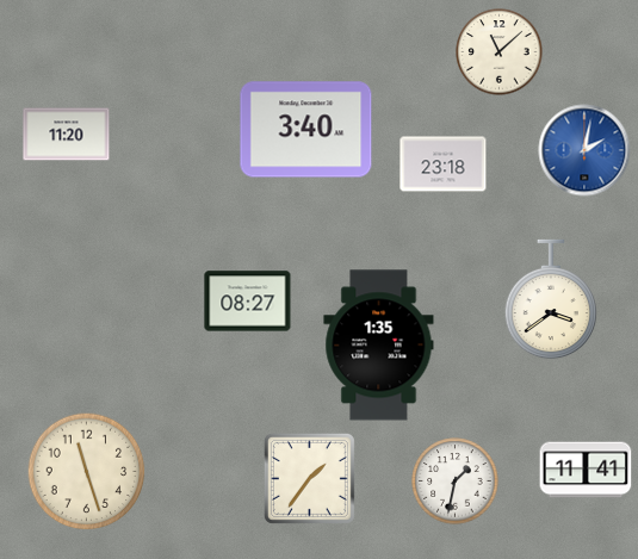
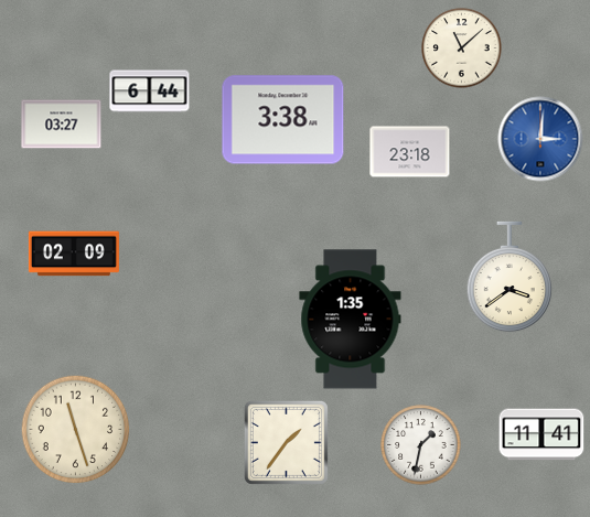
clock at (150, 91): none -> 6:44
clock at (306, 130): 3:40 -> 3:38
clock at (67, 135): 11:20 -> 03:27
clock at (584, 150): 2:02 -> 3:01
clock at (74, 254): none -> 02:09
clock at (248, 302): 08:27 -> none
clock at (87, 472) position: (87, 472) -> (76, 430)
